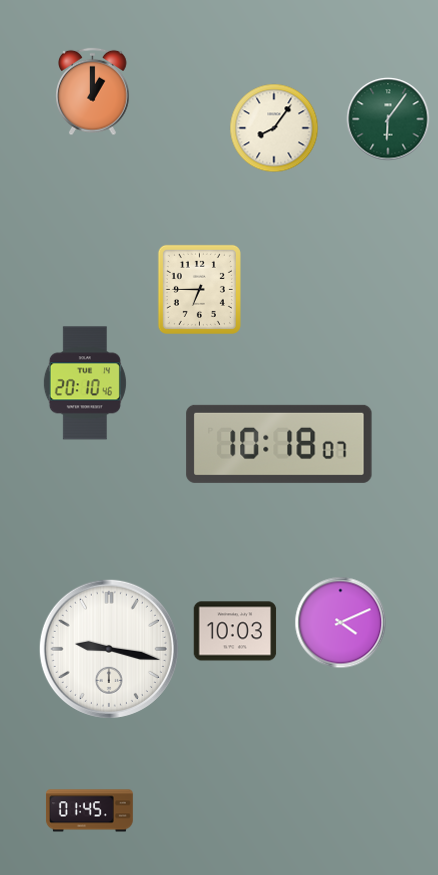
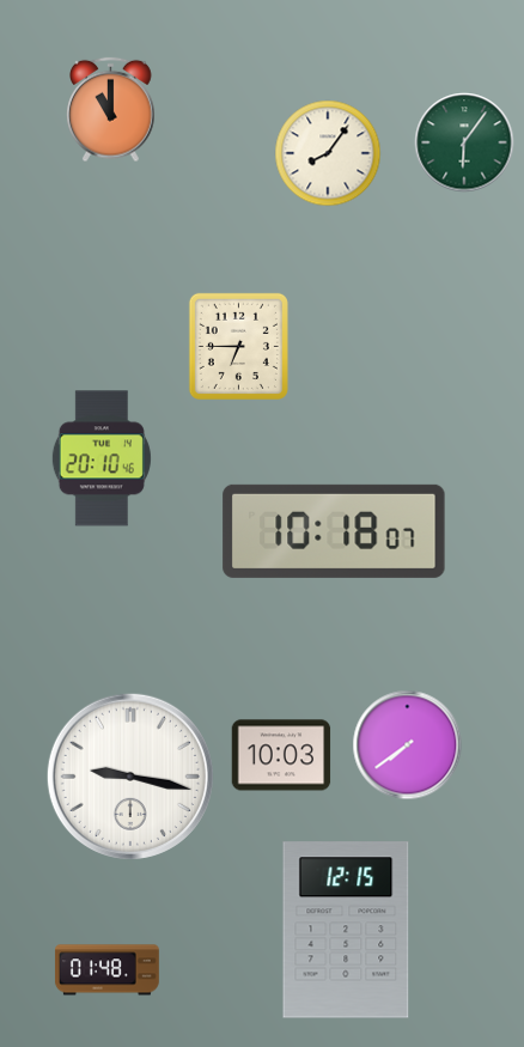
clock at (93, 92): 1:00 -> 11:00
clock at (341, 623): 4:11 -> 7:39
clock at (346, 930): none -> 12:15
clock at (89, 811): 01:45 -> 01:48
